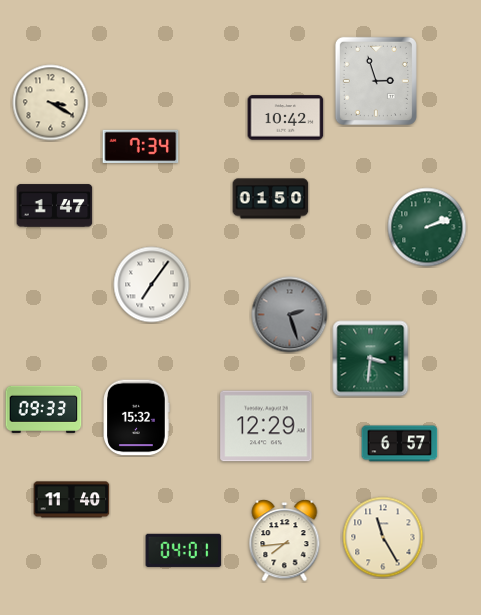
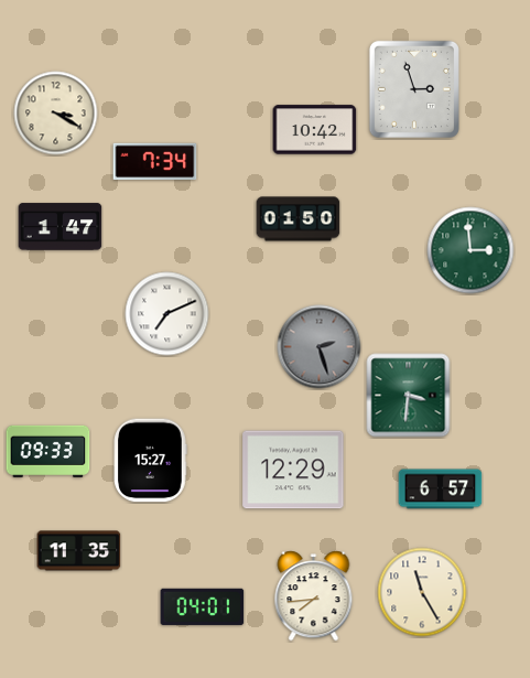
clock at (427, 227): 2:12 -> 2:59
clock at (152, 285): 7:06 -> 7:11
clock at (136, 418): 15:32 -> 15:27
clock at (72, 500): 11:40 -> 11:35
